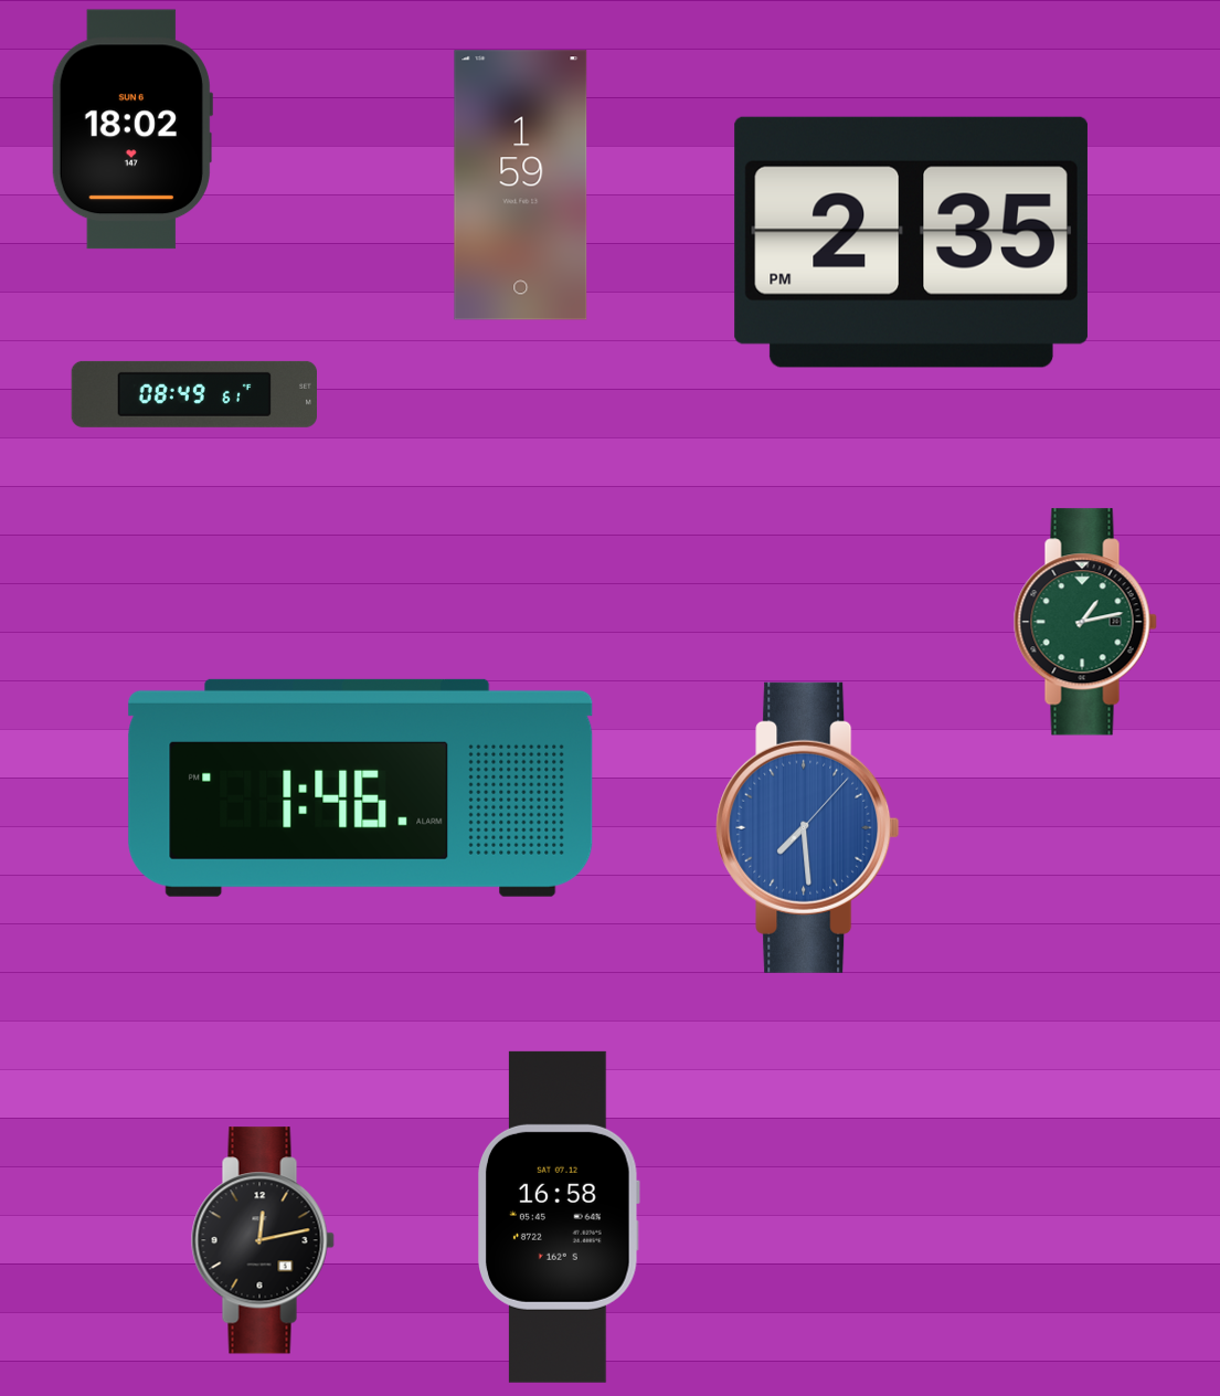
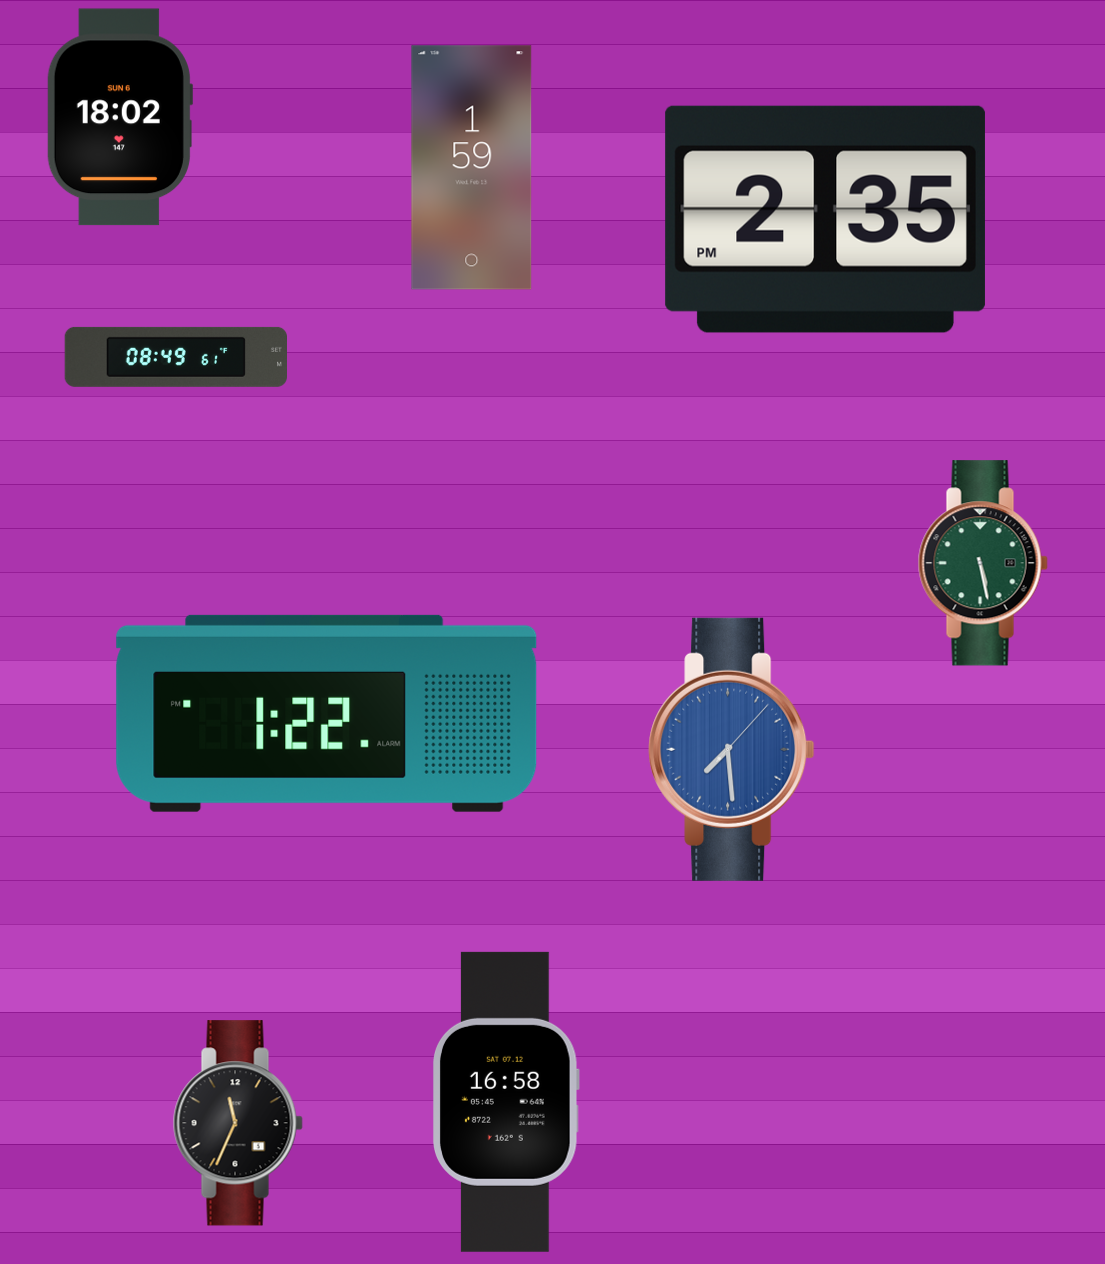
clock at (1085, 622): 1:13 -> 5:28
clock at (361, 787): 1:46 -> 1:22
clock at (263, 1240): 12:13 -> 11:34
